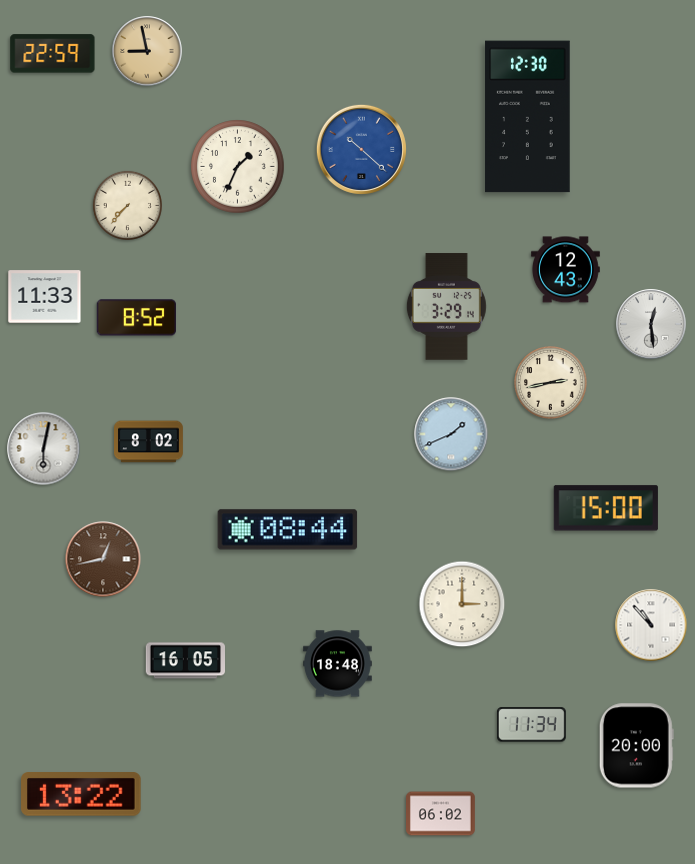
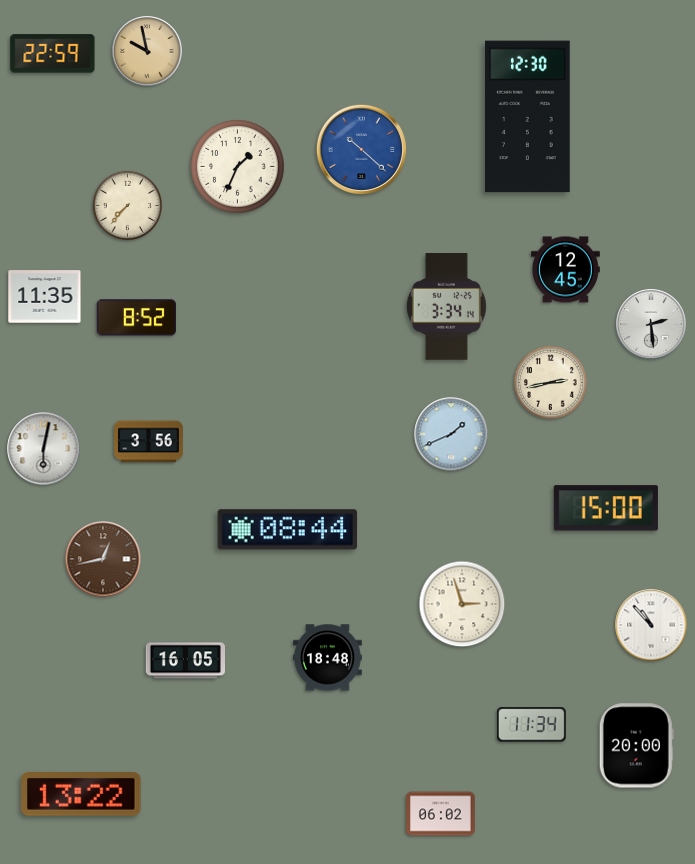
clock at (147, 51): 8:58 -> 9:58
clock at (565, 270): 12:43 -> 12:45
clock at (45, 297): 11:33 -> 11:35
clock at (446, 307): 3:29 -> 3:34
clock at (651, 324): 12:29 -> 2:29
clock at (149, 442): 8:02 -> 3:56
clock at (462, 604): 3:00 -> 2:57
clock at (338, 664) position: (338, 664) -> (328, 658)
